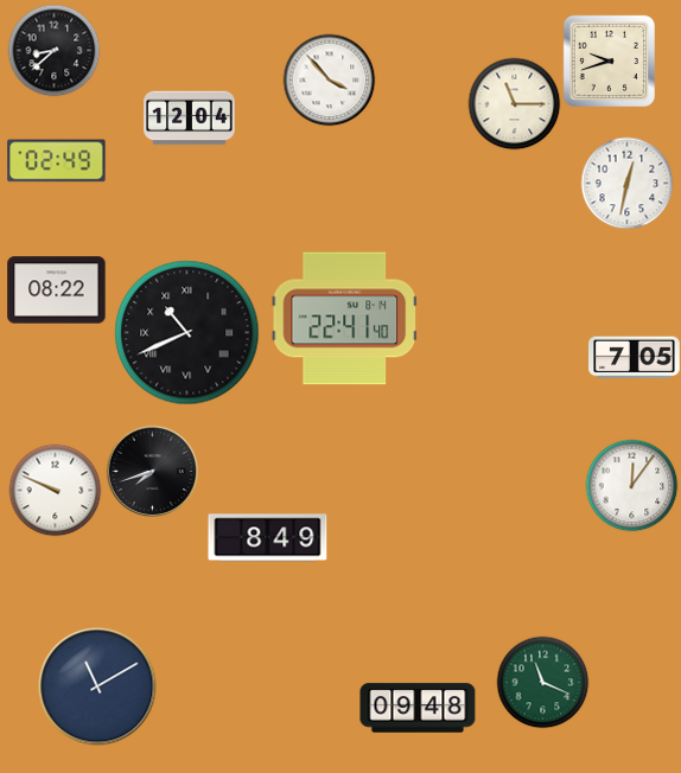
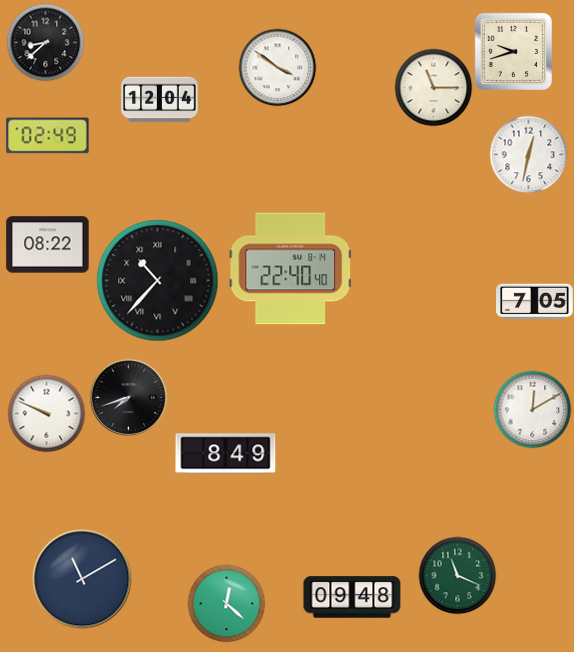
clock at (329, 79): 3:53 -> 3:51
clock at (345, 319): 22:41 -> 22:40
clock at (187, 333): 10:41 -> 10:37
clock at (631, 485): 12:06 -> 12:10
clock at (226, 603): none -> 12:22
